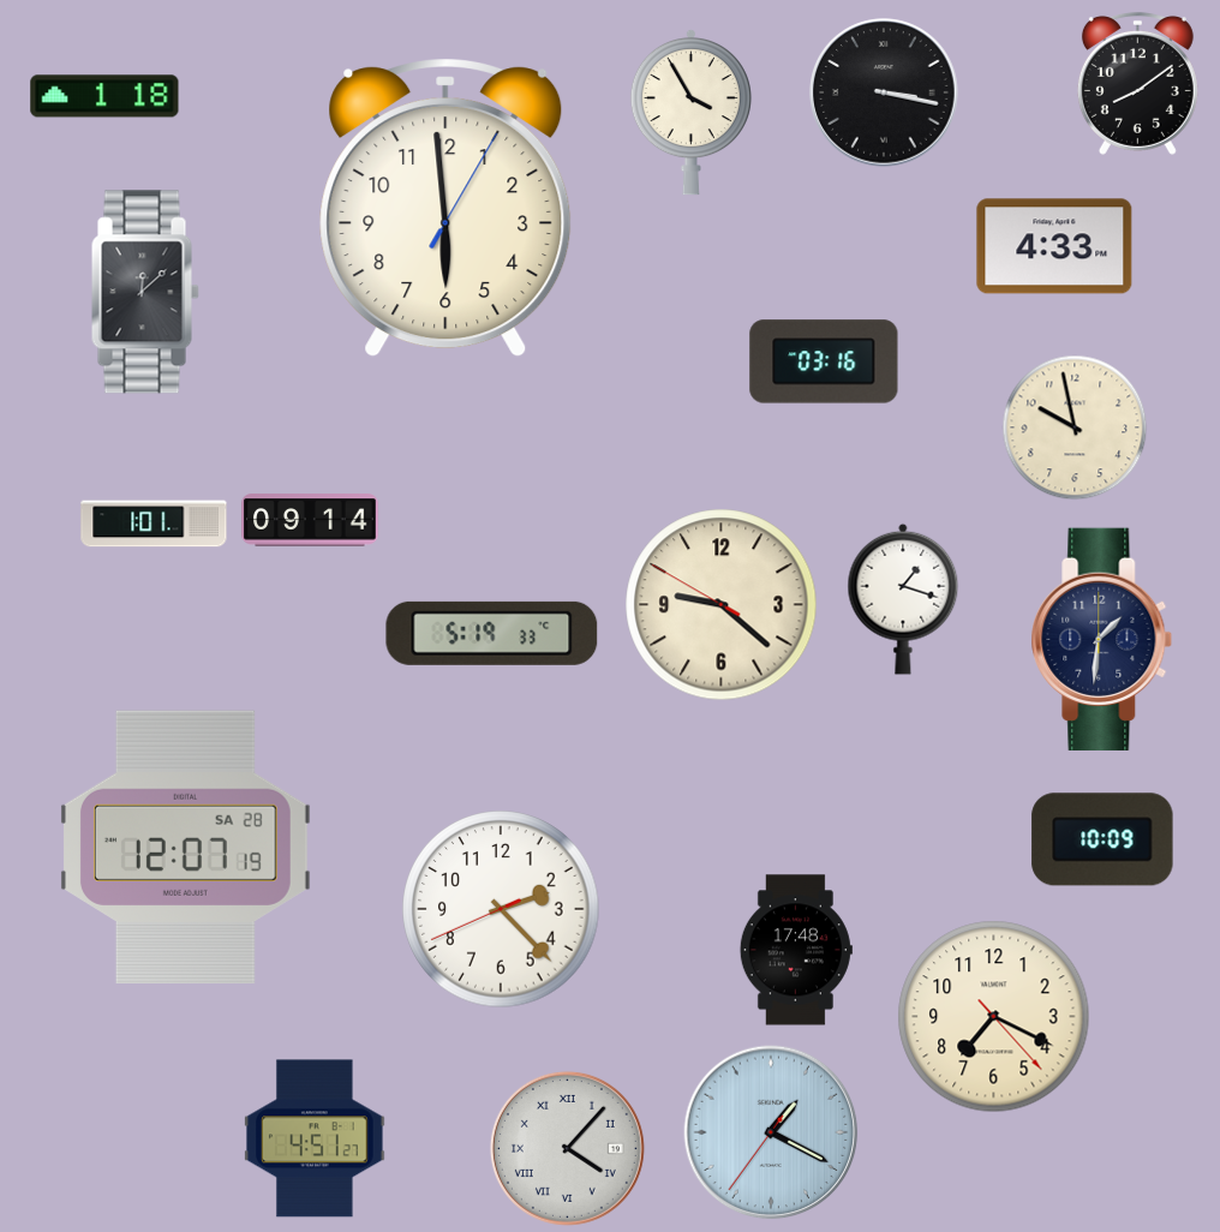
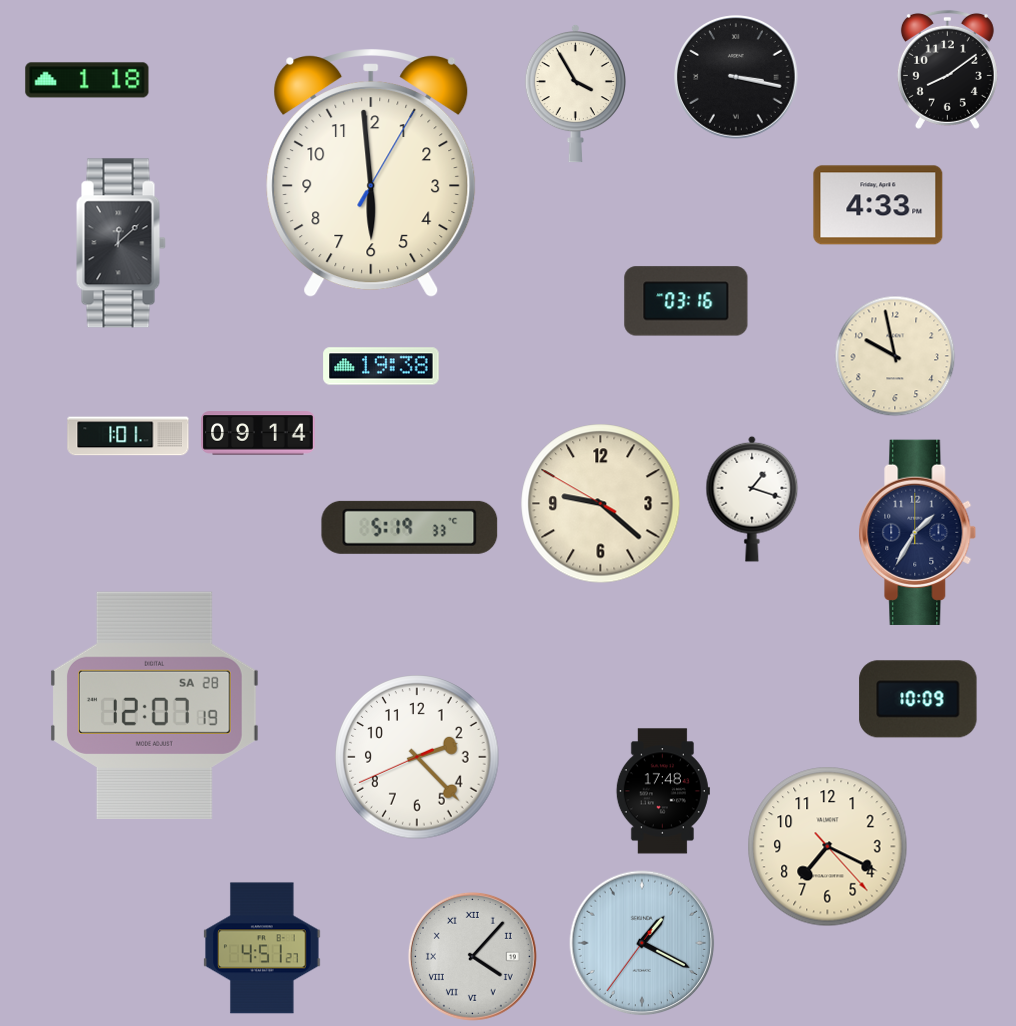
clock at (381, 366): none -> 19:38
clock at (1102, 639): 1:31 -> 1:35
